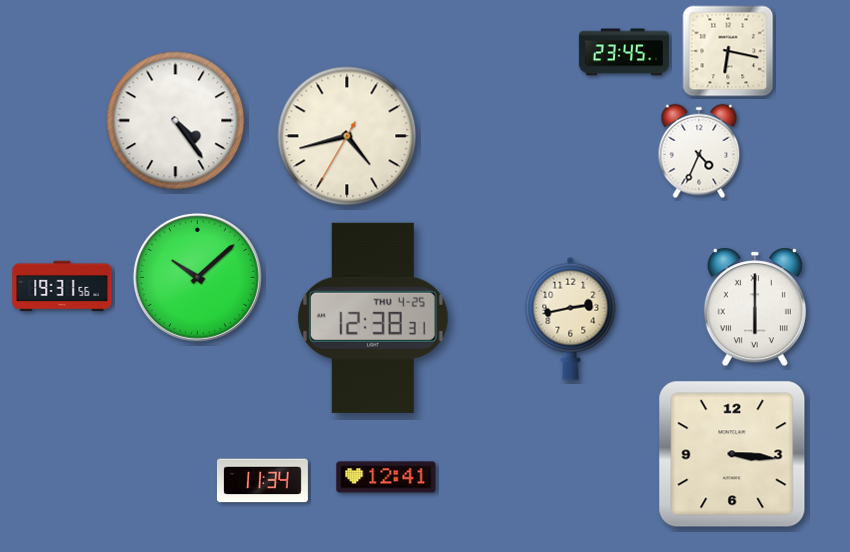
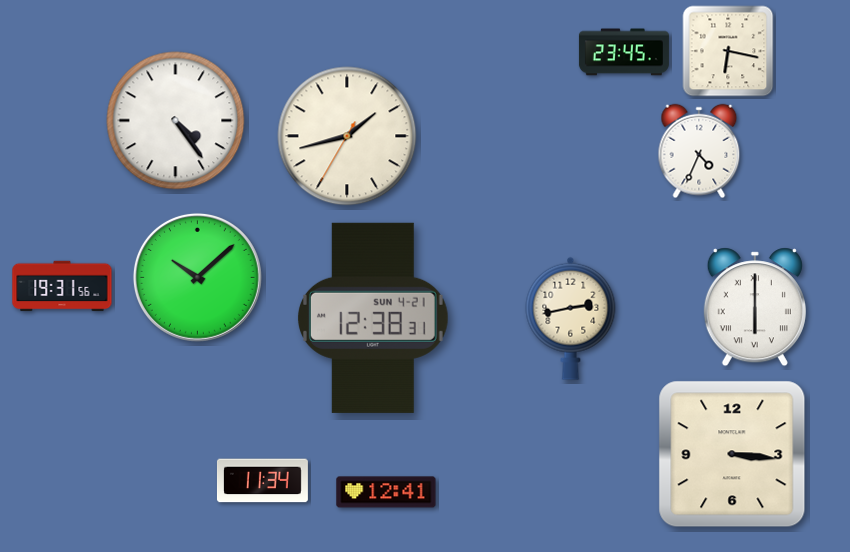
clock at (347, 136): 4:42 -> 1:42
clock at (373, 318) date: THU 4-25 -> SUN 4-21
clock at (386, 477) position: (386, 477) -> (386, 492)
